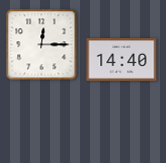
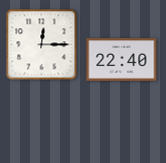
clock at (122, 60): 14:40 -> 22:40
